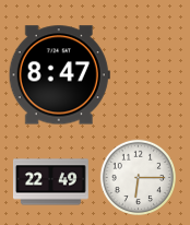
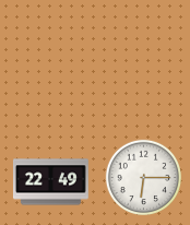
clock at (59, 75): 8:47 -> none
clock at (138, 177) position: (138, 177) -> (143, 177)
